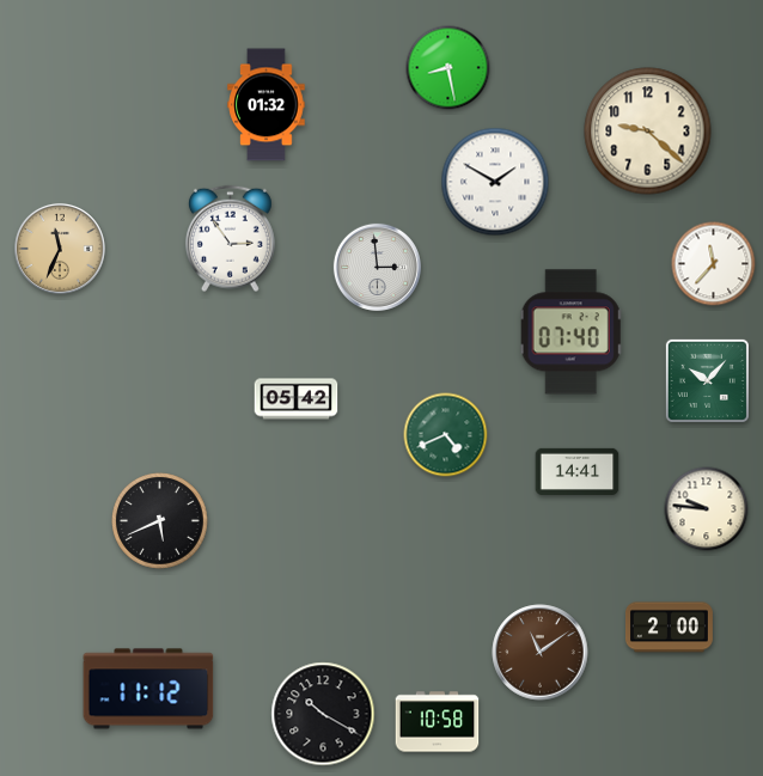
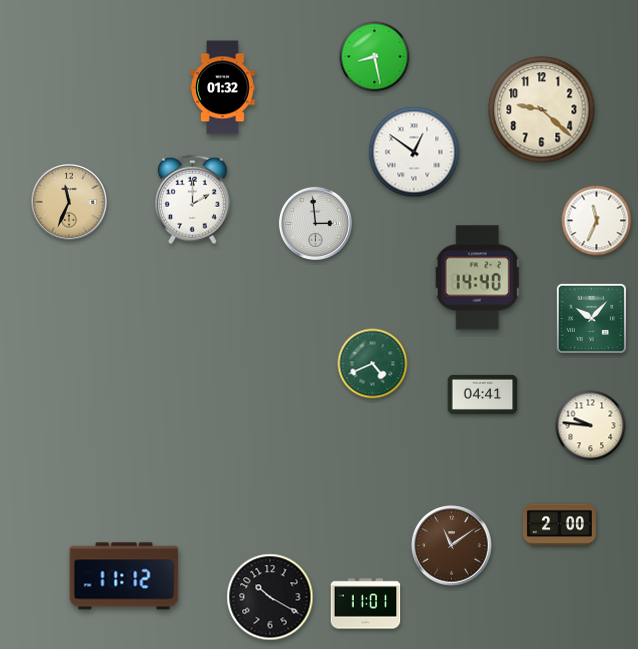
clock at (495, 182): 1:50 -> 12:51
clock at (230, 239): 2:54 -> 2:00
clock at (60, 249) position: (60, 249) -> (69, 202)
clock at (714, 264): 11:37 -> 11:34
clock at (572, 332): 07:40 -> 14:40
clock at (297, 399): 05:42 -> none
clock at (578, 471): 14:41 -> 04:41
clock at (160, 521): 5:41 -> none
clock at (438, 722): 10:58 -> 11:01
